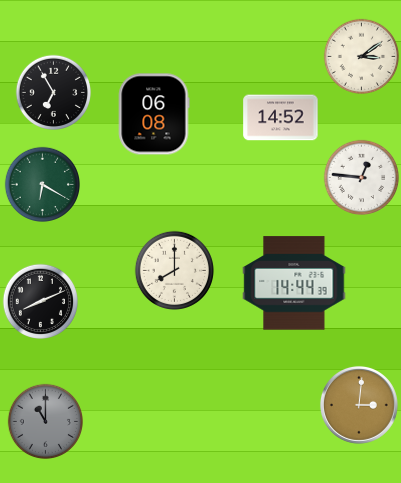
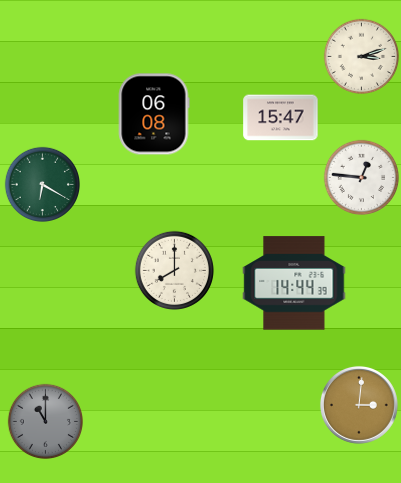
clock at (361, 56): 3:09 -> 3:12
clock at (53, 92): 6:55 -> none
clock at (281, 118): 14:52 -> 15:47
clock at (40, 301): 8:11 -> none
